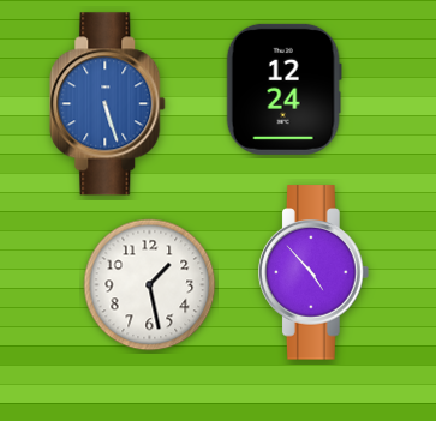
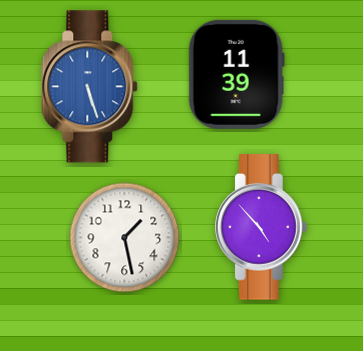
clock at (283, 89): 12:24 -> 11:39
